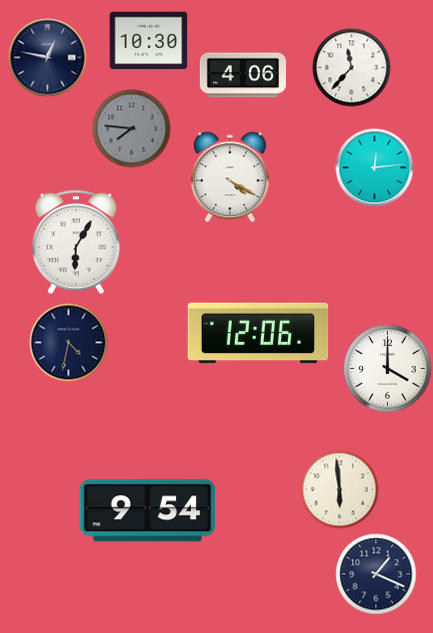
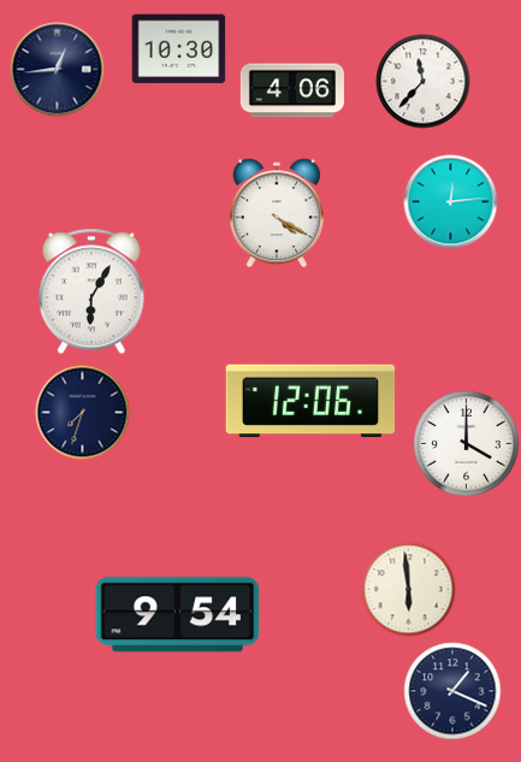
clock at (47, 57): 12:47 -> 12:44
clock at (131, 128): 7:46 -> none
clock at (68, 342): 4:32 -> 7:33
